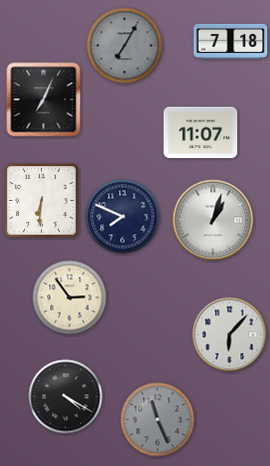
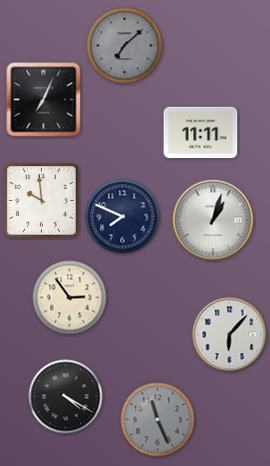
clock at (231, 41): 7:18 -> none
clock at (125, 46): 7:05 -> 7:08
clock at (201, 133): 11:07 -> 11:11
clock at (42, 201): 6:31 -> 9:59
